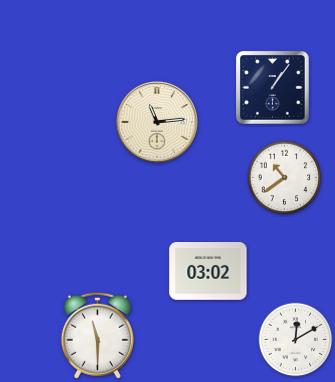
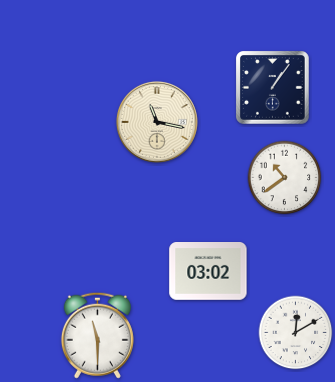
clock at (157, 122): 11:14 -> 11:17
clock at (296, 340) position: (296, 340) -> (296, 333)
